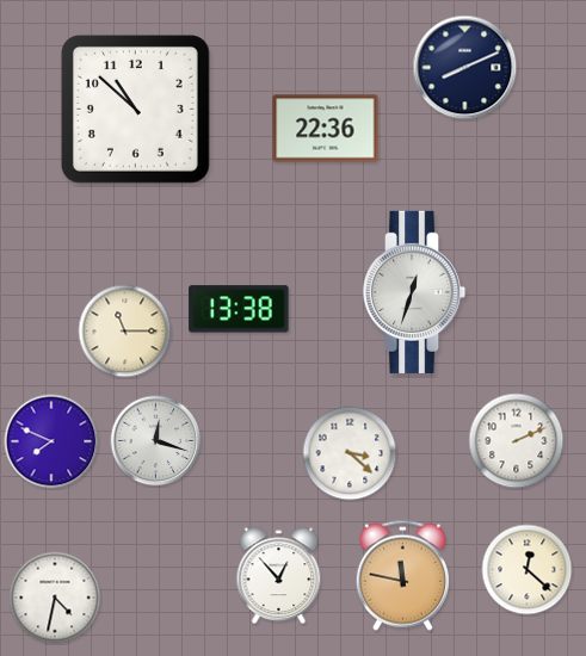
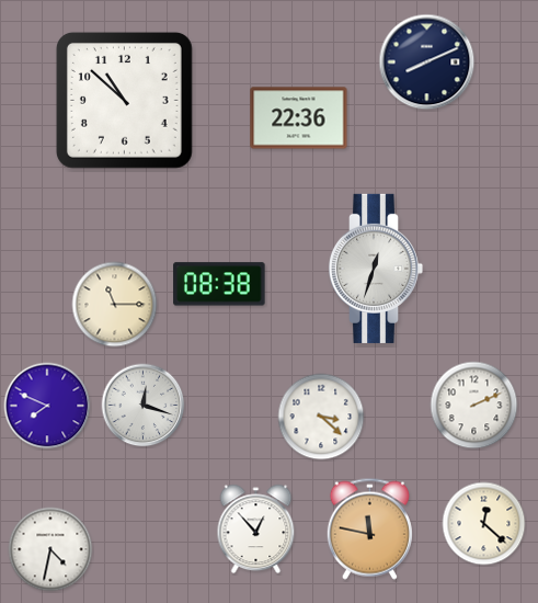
clock at (414, 292) position: (414, 292) -> (376, 269)
clock at (239, 309): 13:38 -> 08:38
